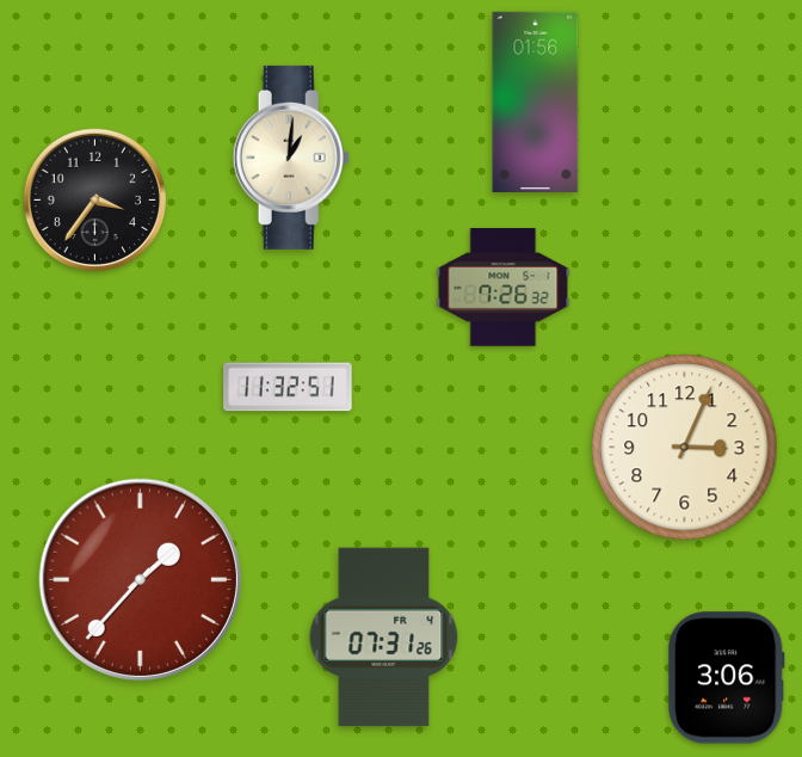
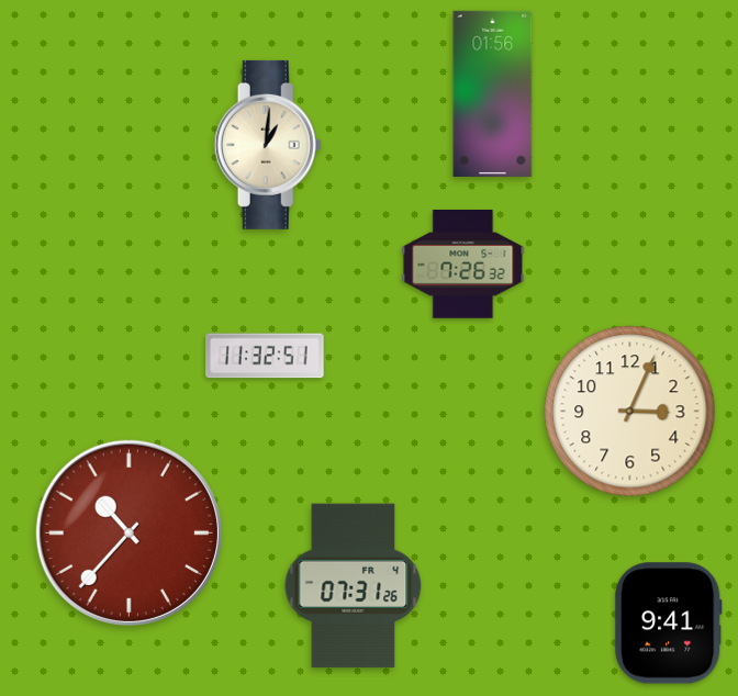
clock at (94, 199): 3:36 -> none
clock at (140, 579): 1:37 -> 10:37
clock at (726, 678): 3:06 -> 9:41
